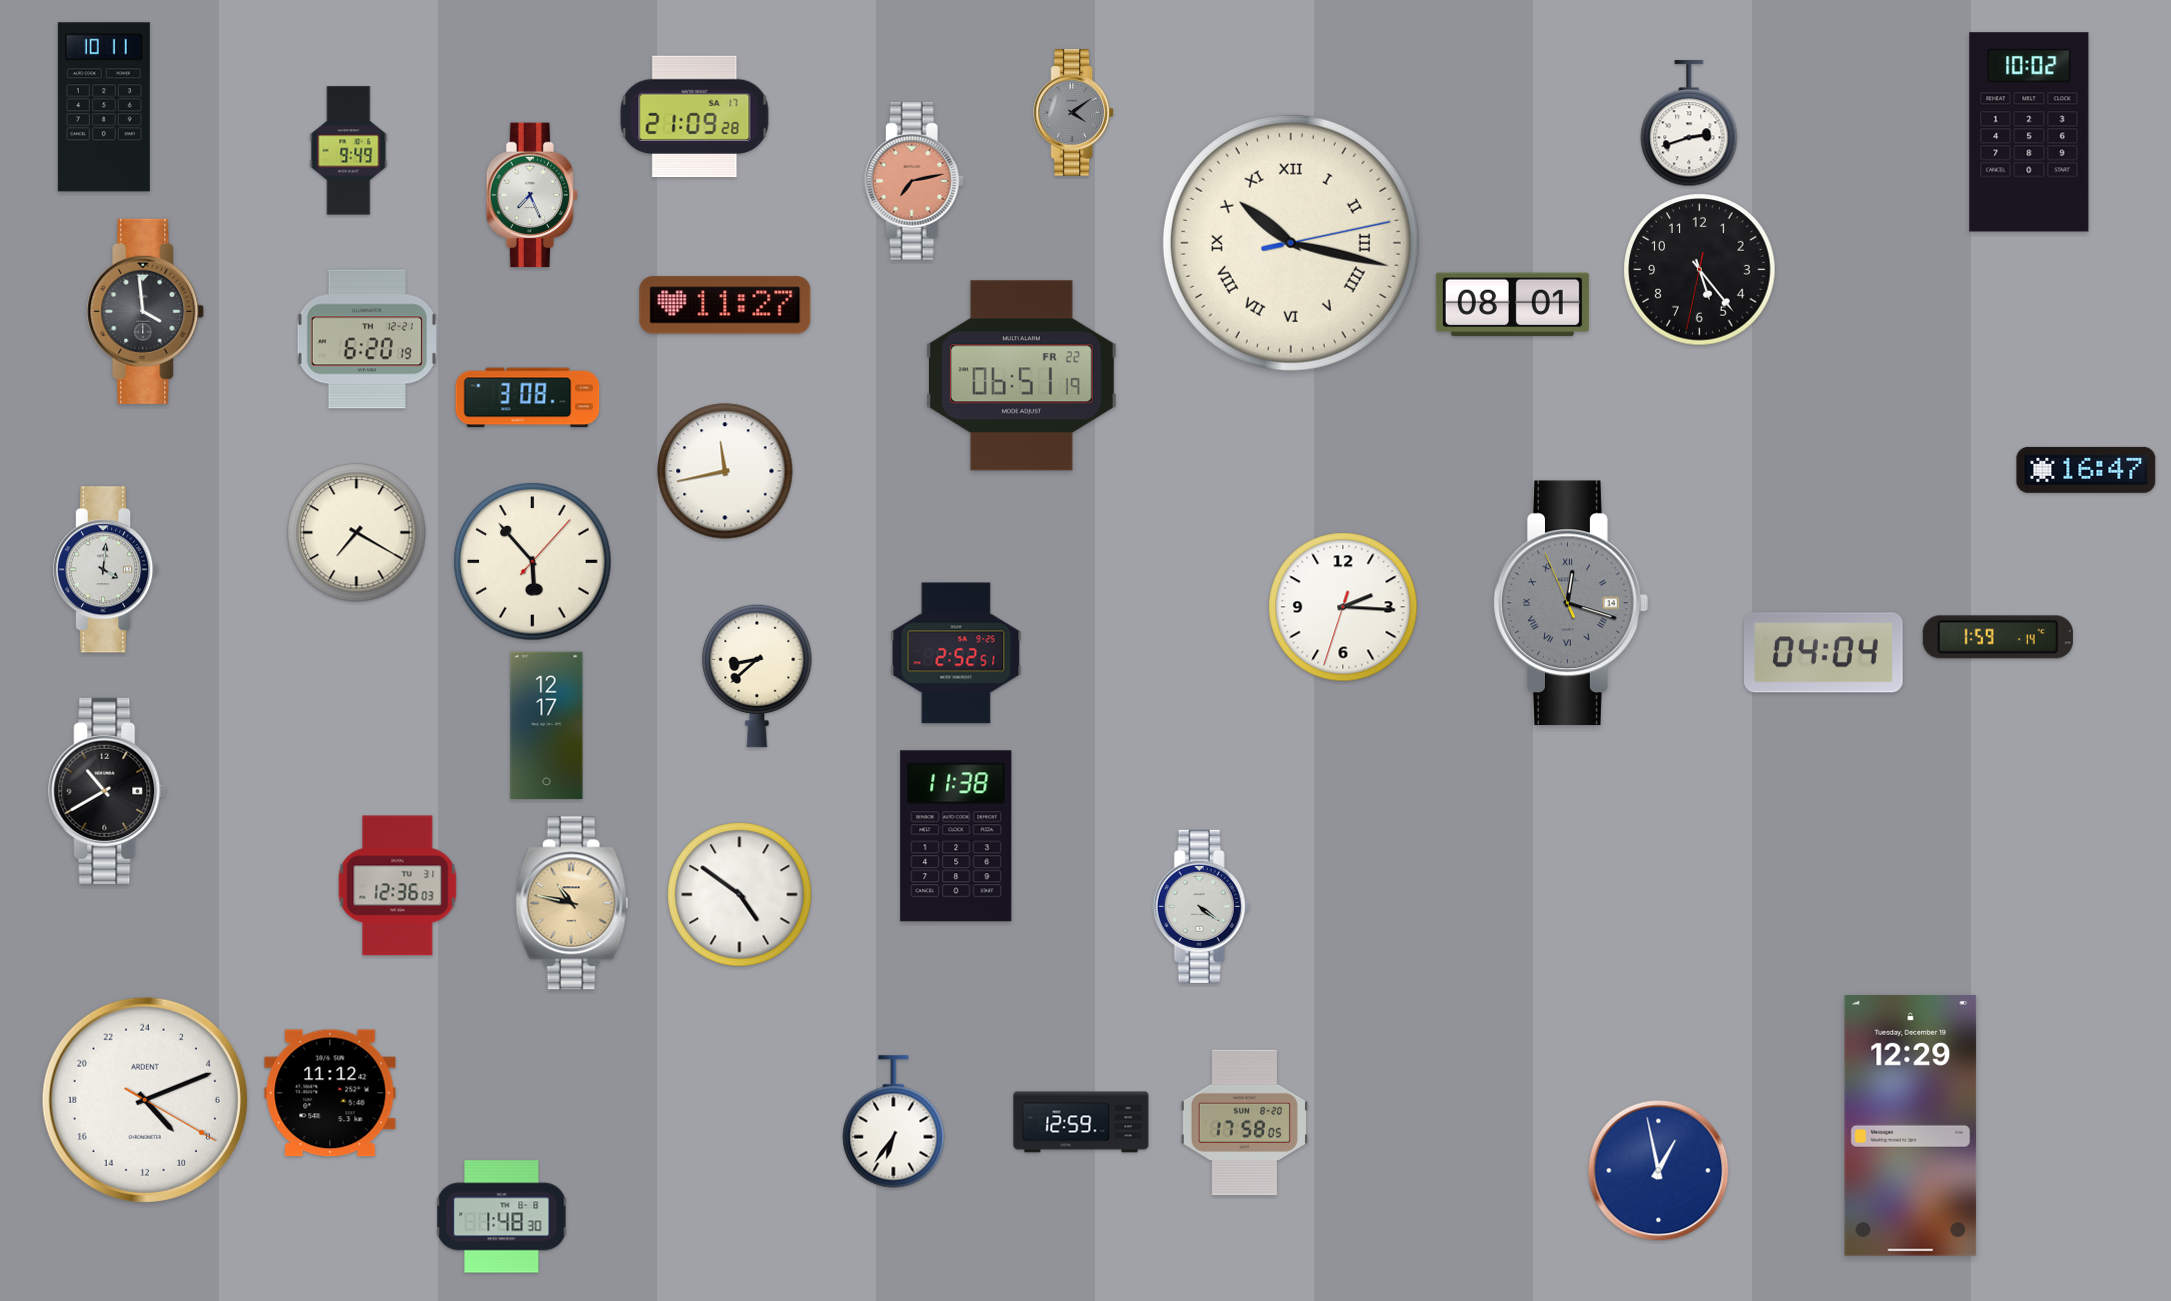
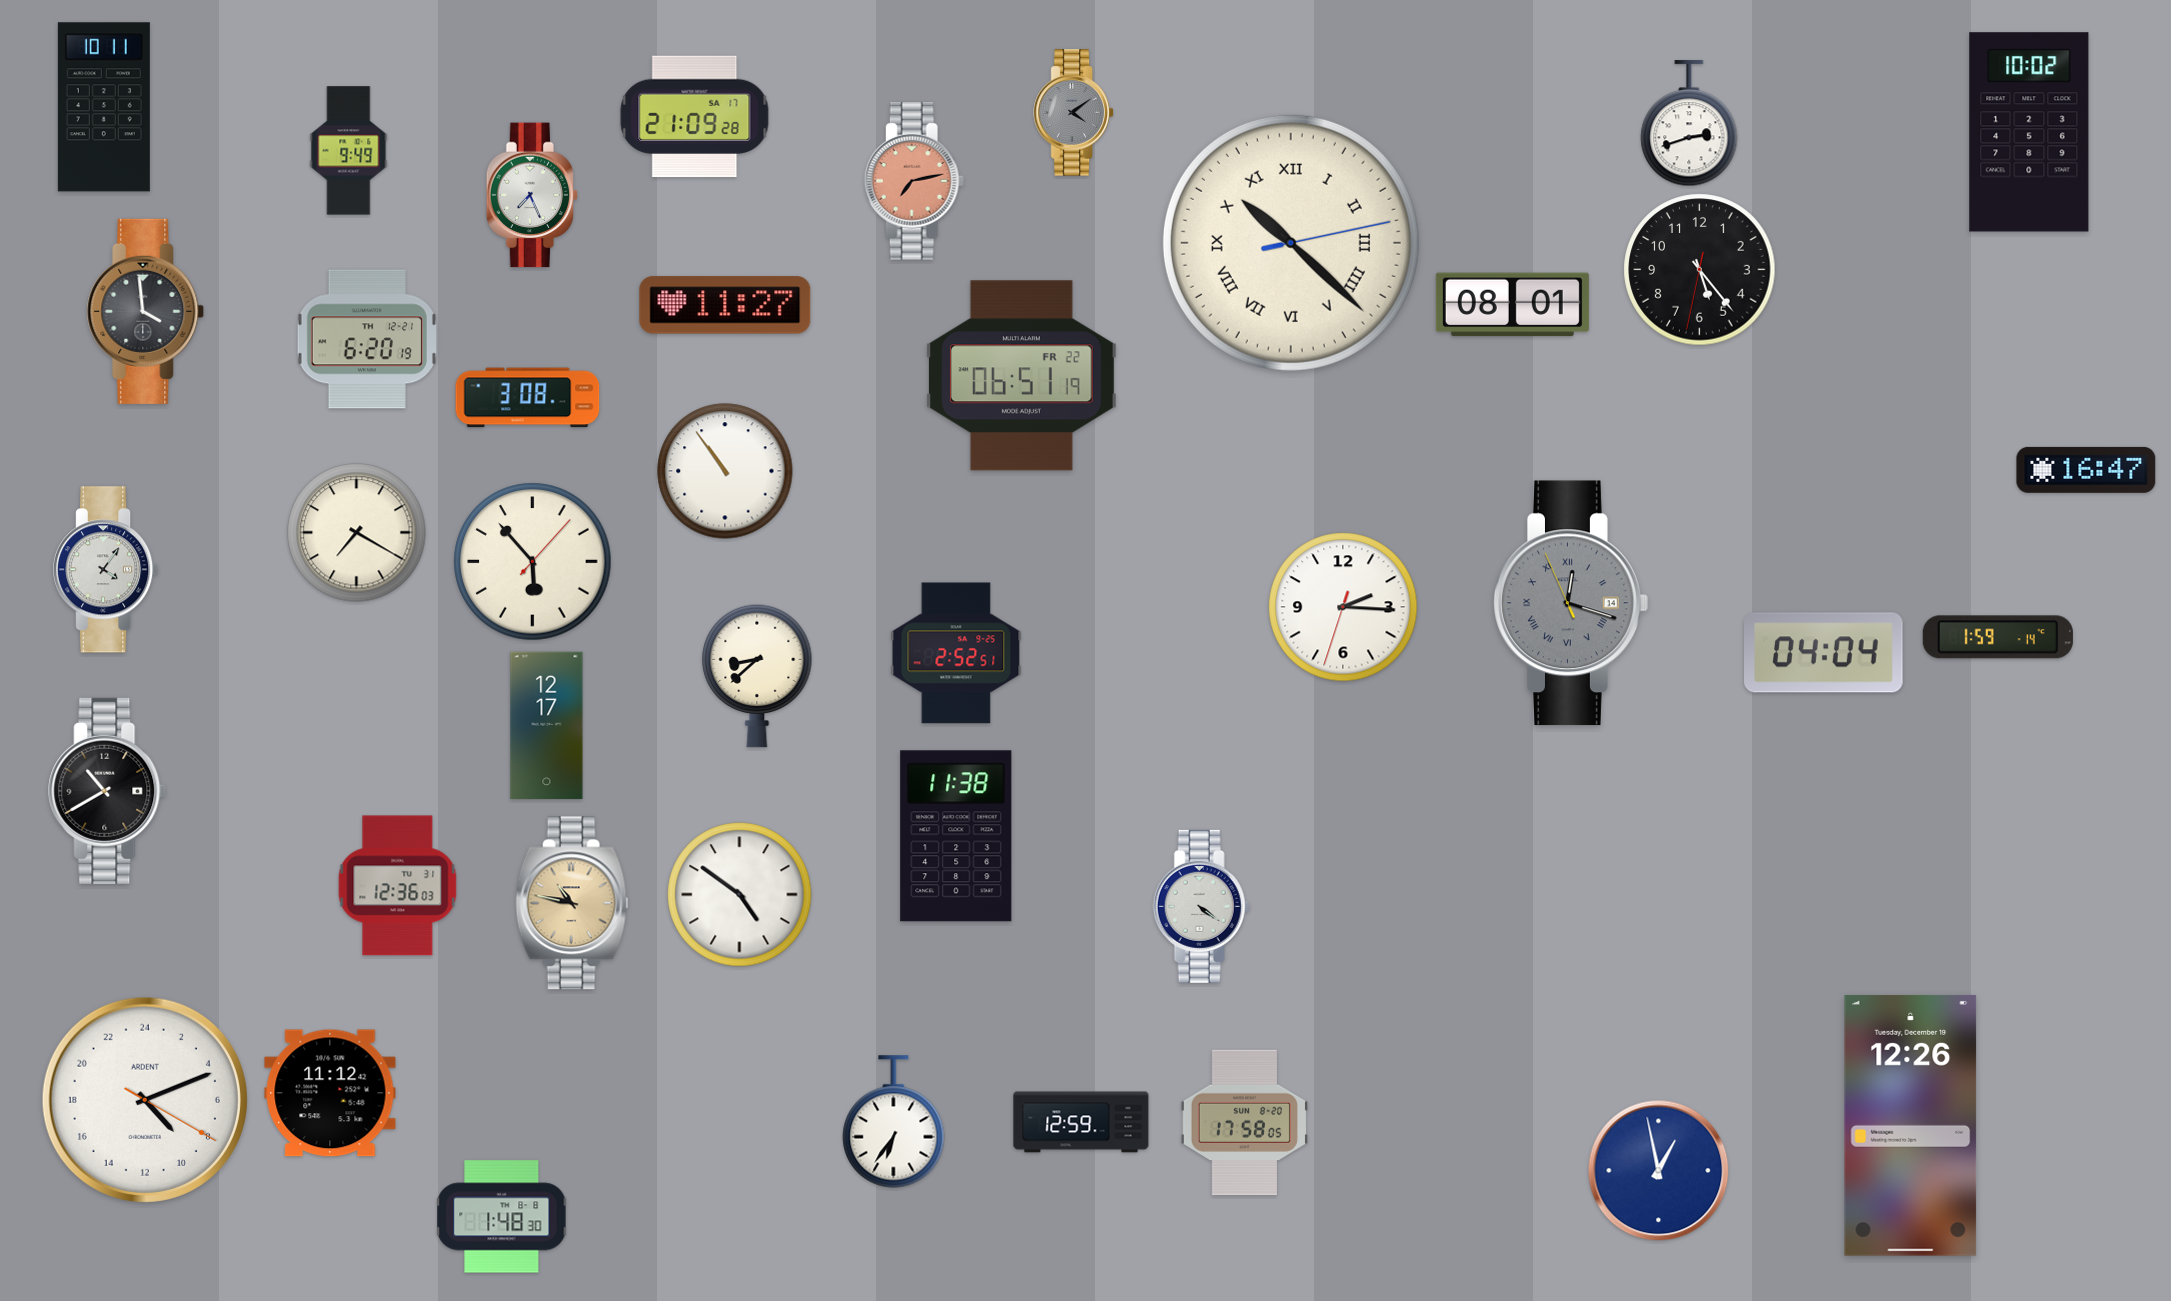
clock at (1291, 243): 10:17 -> 10:22
clock at (725, 471): 11:43 -> 10:54
clock at (107, 570): 4:01 -> 4:06
clock at (1911, 1125): 12:29 -> 12:26
